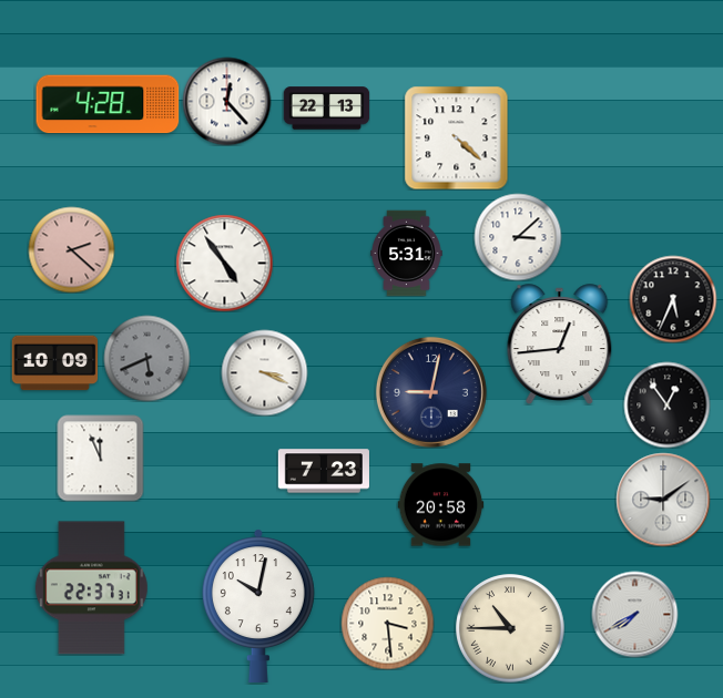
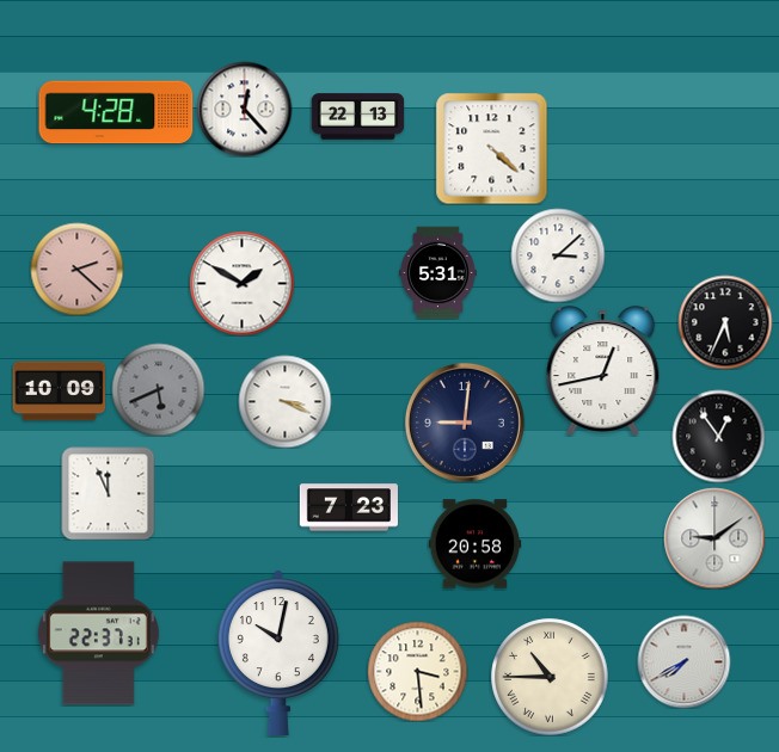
clock at (326, 109) position: (326, 109) -> (357, 117)
clock at (224, 263): 4:54 -> 1:50
clock at (560, 345): 12:44 -> 12:43
clock at (146, 358) position: (146, 358) -> (158, 389)
clock at (431, 392): 9:02 -> 9:01
